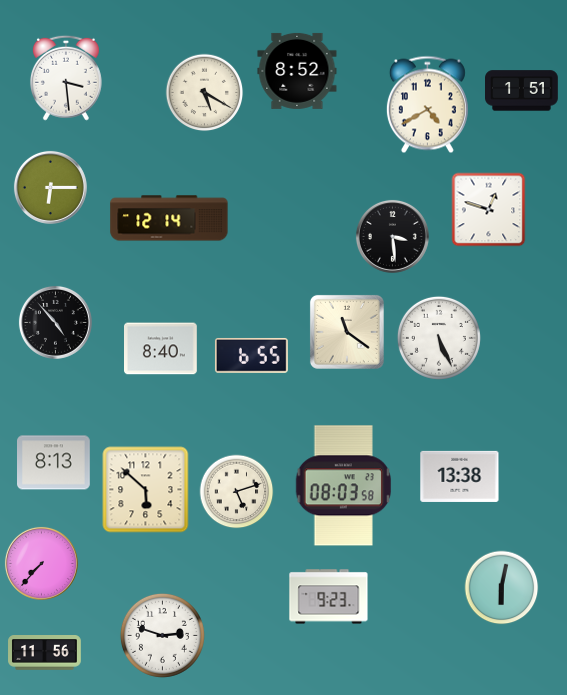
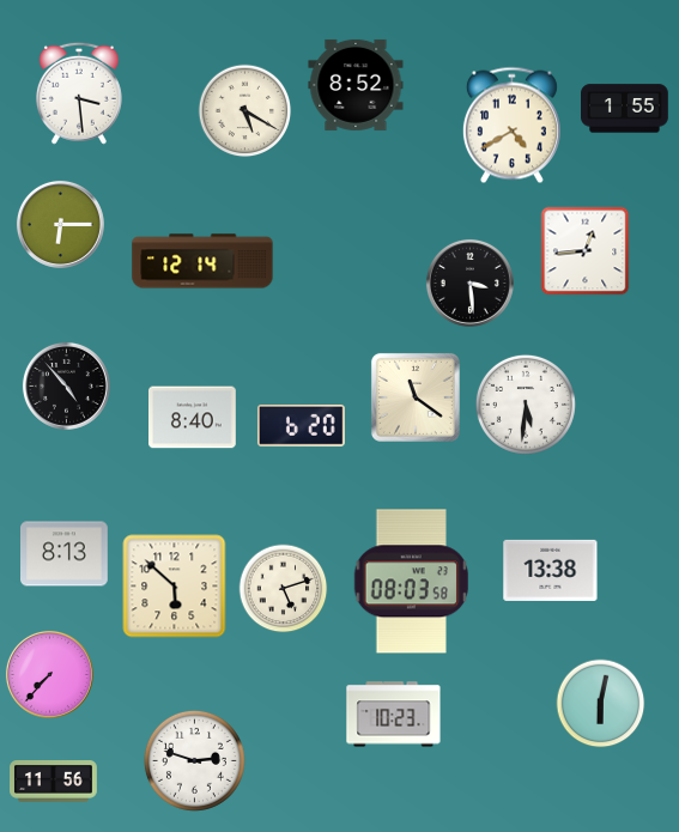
clock at (522, 91): 1:51 -> 1:55
clock at (489, 210): 12:48 -> 12:44
clock at (439, 338): 5:26 -> 5:31
clock at (251, 355): 6:55 -> 6:20
clock at (329, 597): 9:23 -> 10:23
